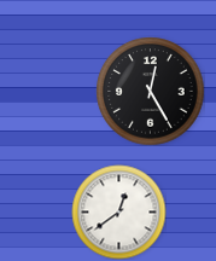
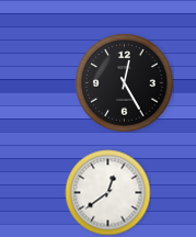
clock at (150, 91) position: (150, 91) -> (124, 82)
